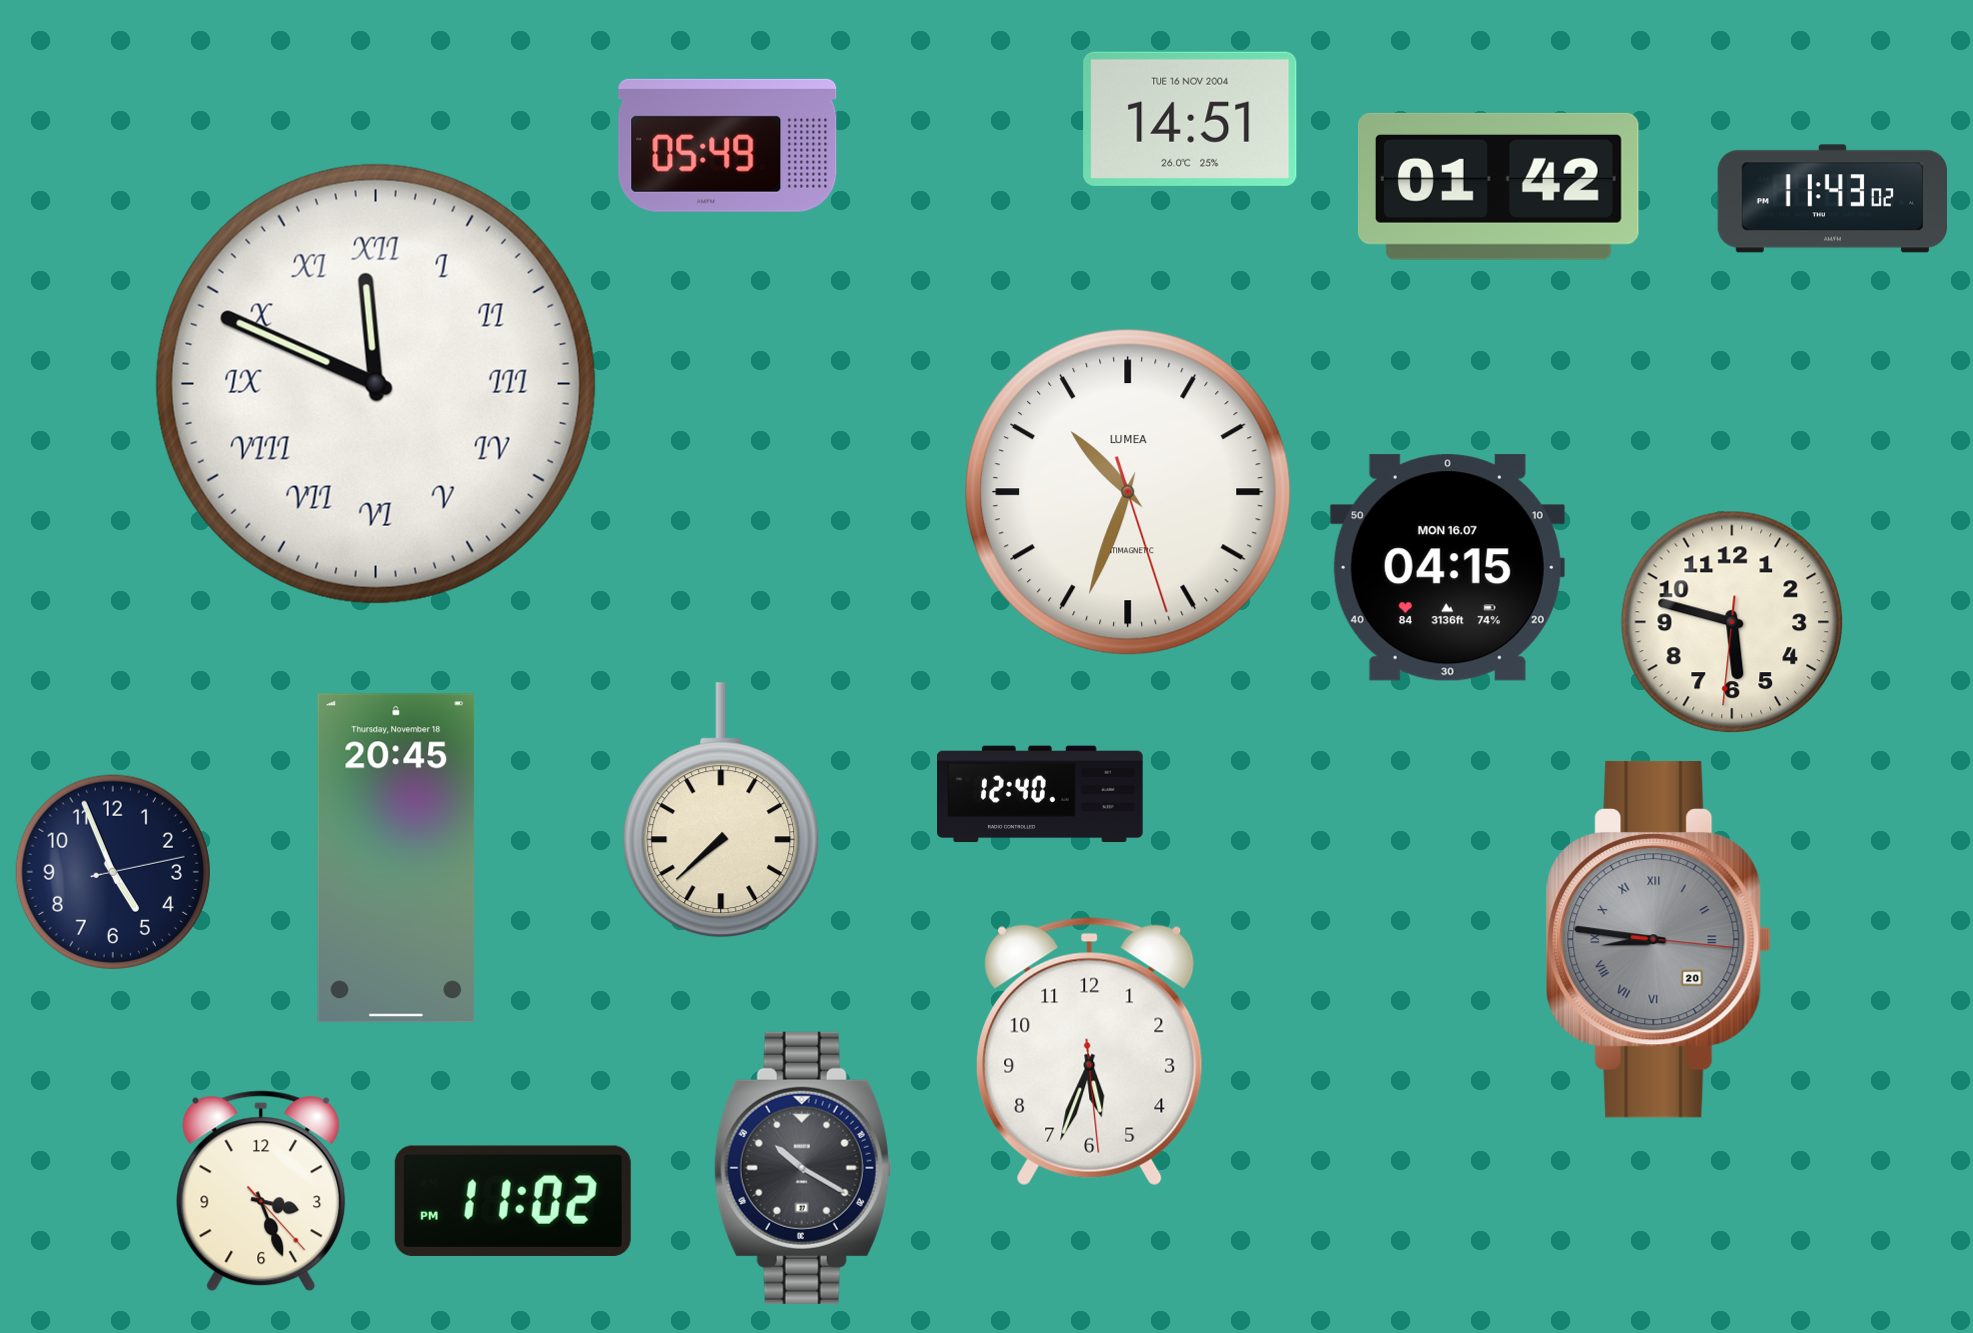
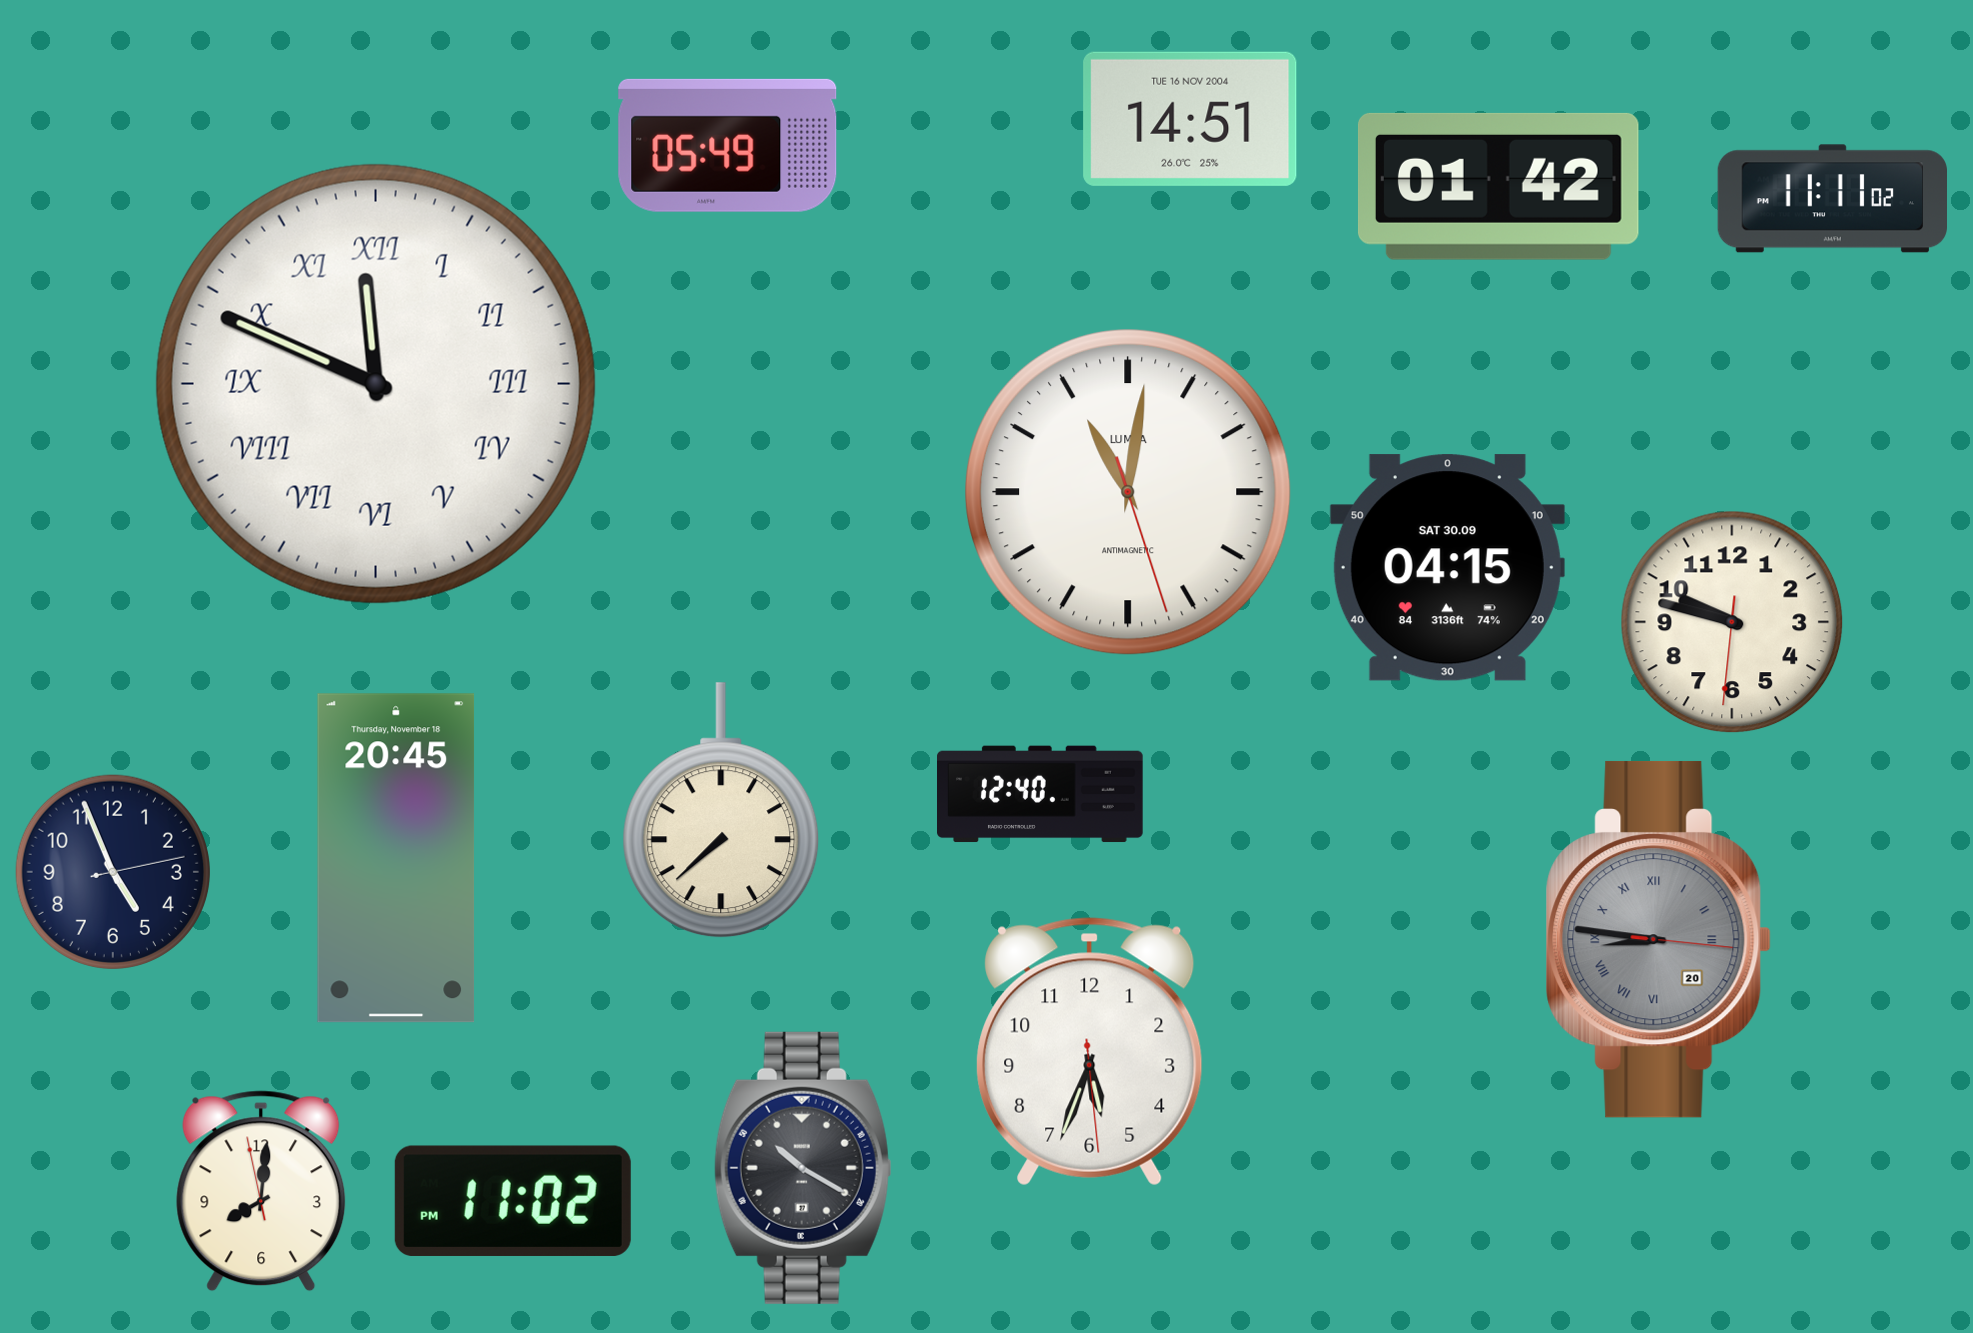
clock at (1833, 199): 11:43 -> 11:11
clock at (1129, 493): 10:33 -> 11:01
clock at (1447, 568) date: MON 16.07 -> SAT 30.09
clock at (1732, 622): 5:47 -> 9:47
clock at (261, 1191): 3:26 -> 8:00
